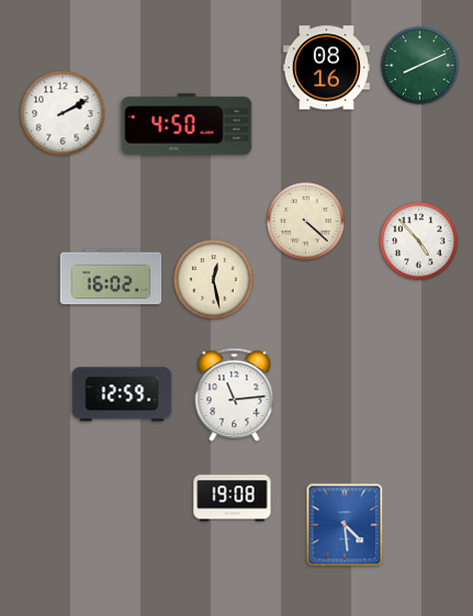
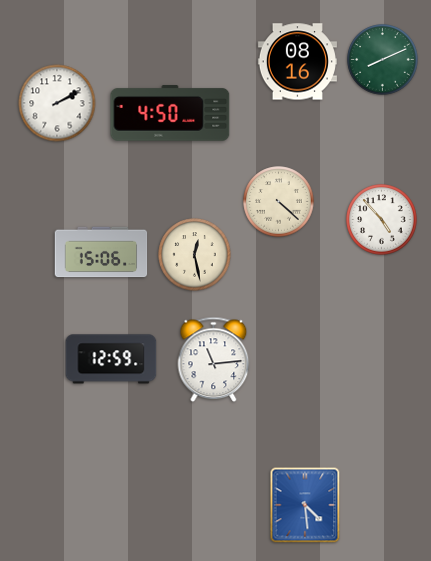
clock at (111, 277): 16:02 -> 15:06
clock at (233, 499): 19:08 -> none
clock at (345, 525) position: (345, 525) -> (305, 505)
